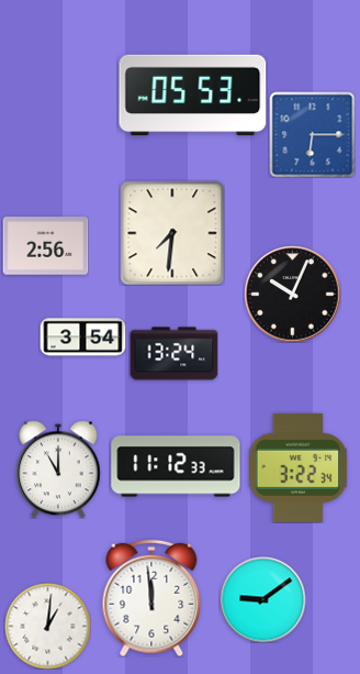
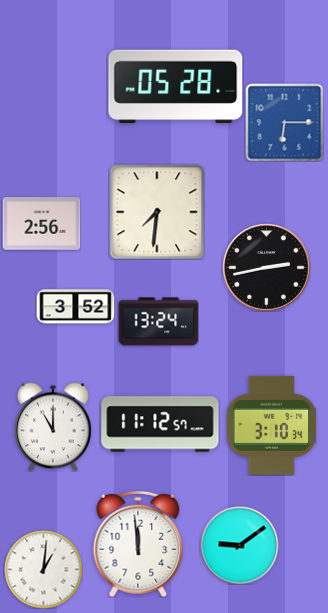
clock at (193, 96): 05:53 -> 05:28
clock at (292, 294): 10:04 -> 2:43
clock at (82, 338): 3:54 -> 3:52
clock at (176, 466): 11:12:33 -> 11:12:57
clock at (299, 467): 3:22 -> 3:10
